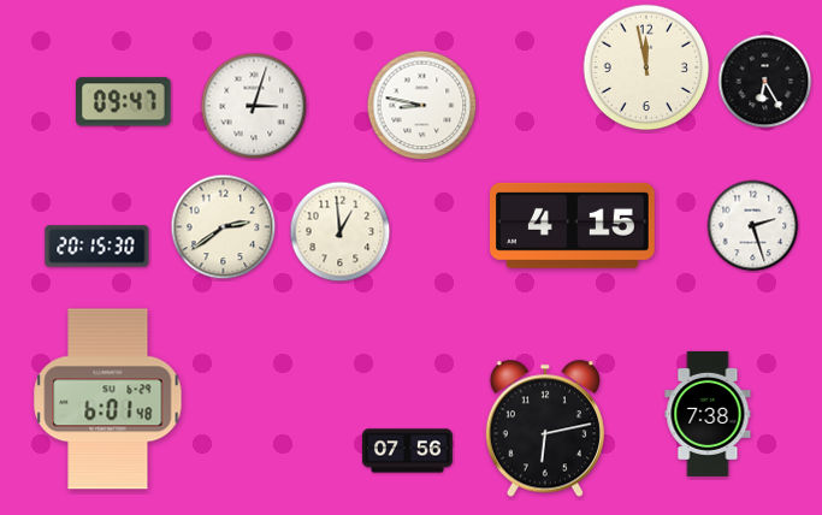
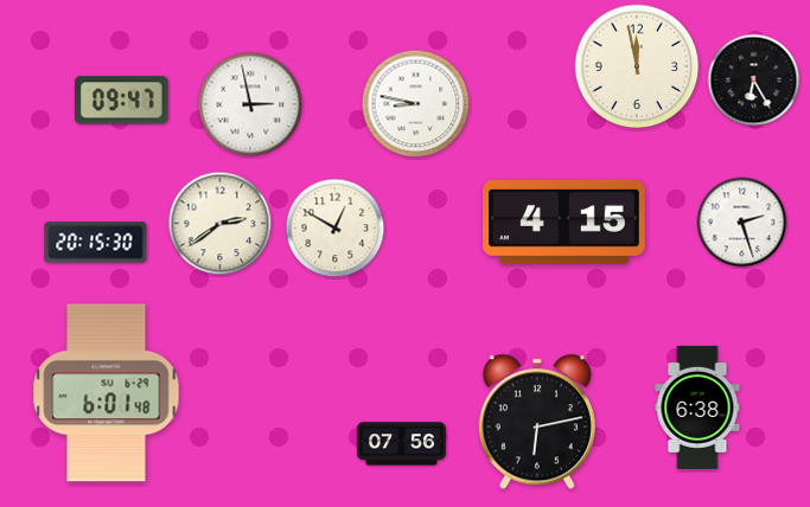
clock at (254, 106): 3:03 -> 2:58
clock at (341, 232): 12:59 -> 12:50
clock at (708, 414): 7:38 -> 6:38
